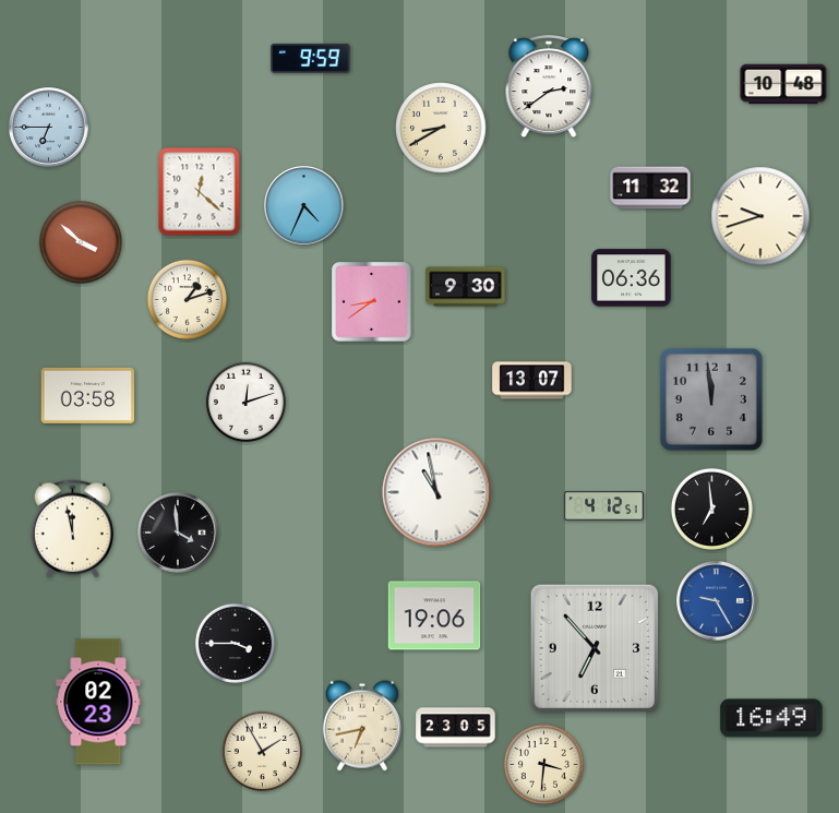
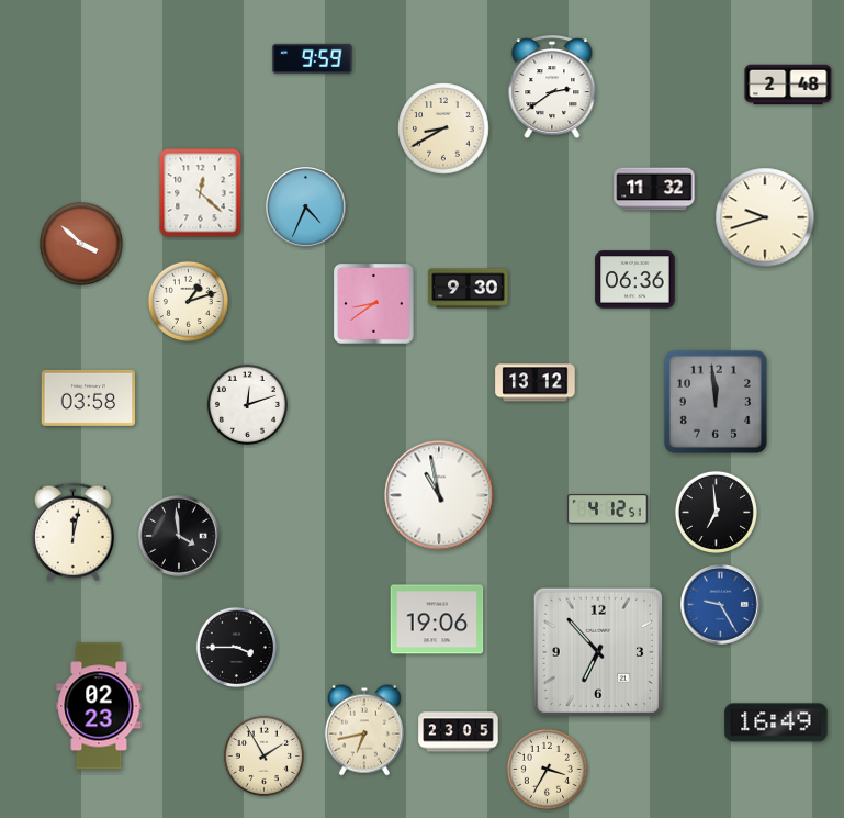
clock at (783, 84): 10:48 -> 2:48
clock at (49, 128): 6:45 -> none
clock at (532, 381): 13:07 -> 13:12
clock at (72, 529): 11:58 -> 12:02
clock at (543, 764): 3:31 -> 3:35
